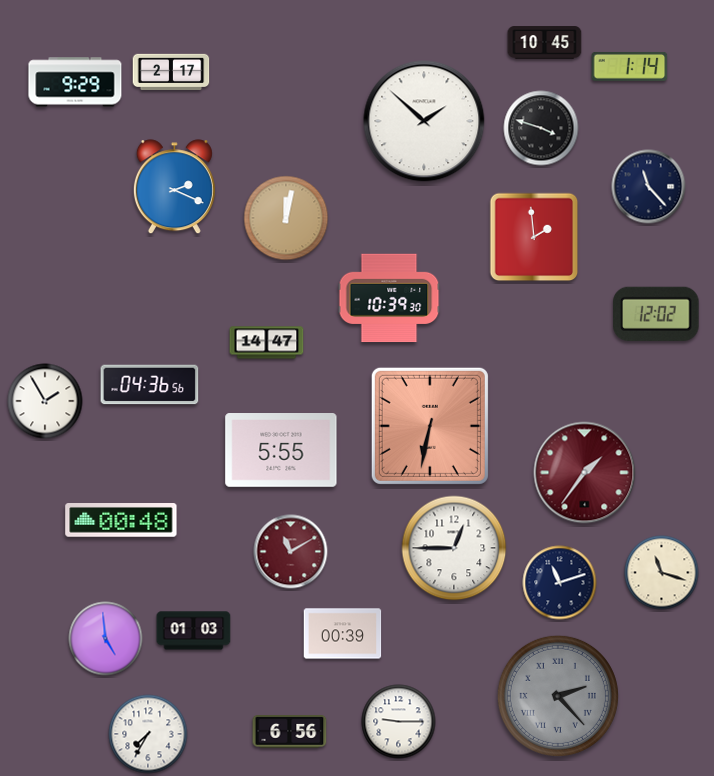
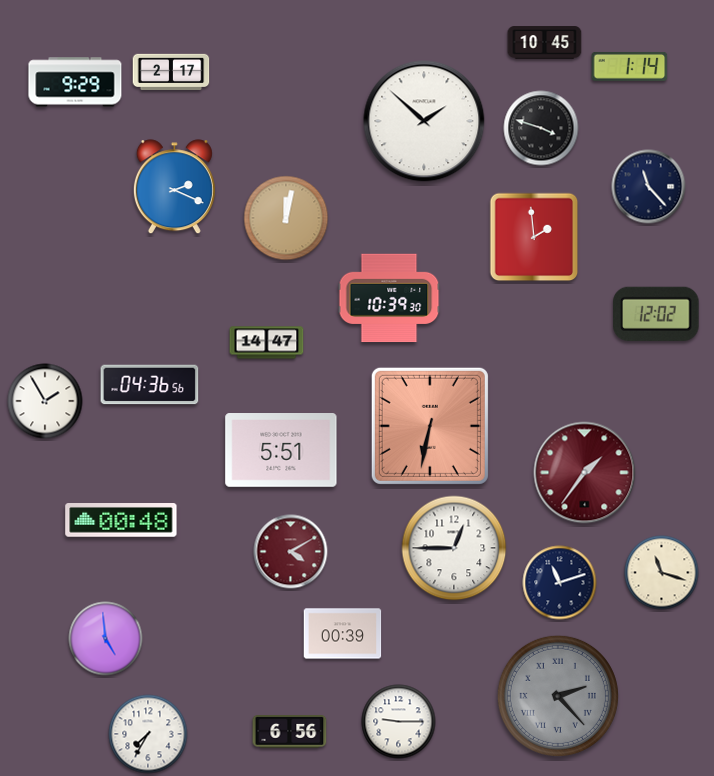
clock at (281, 451): 5:55 -> 5:51
clock at (291, 552): 11:10 -> 4:10
clock at (194, 631): 01:03 -> none
